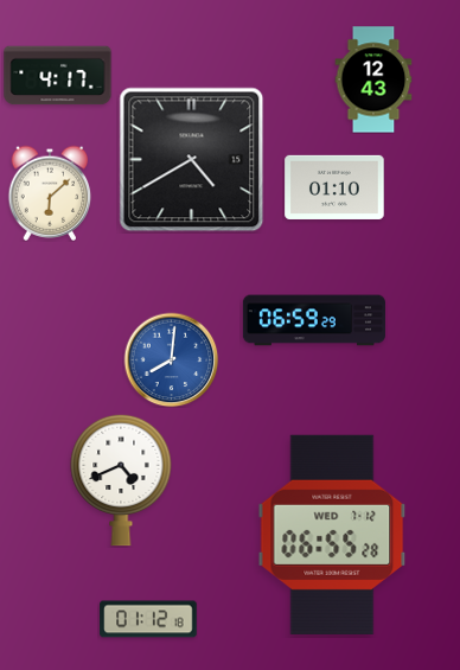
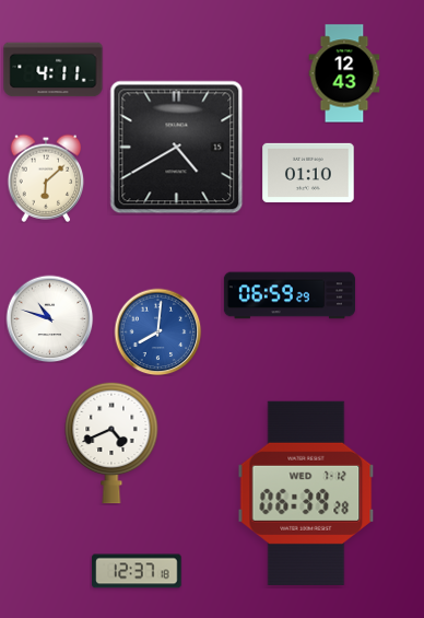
clock at (58, 76): 4:17 -> 4:11
clock at (49, 318): none -> 10:48
clock at (332, 535): 06:55 -> 06:39
clock at (148, 619): 01:12 -> 12:37
